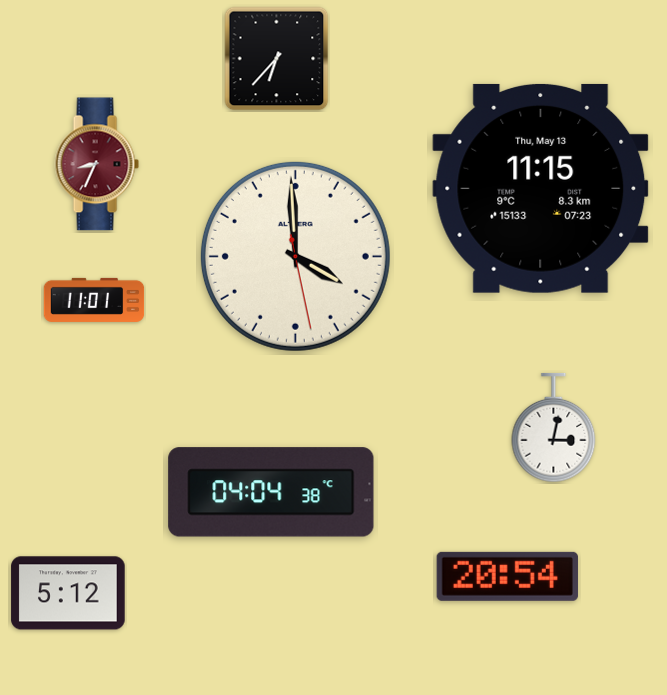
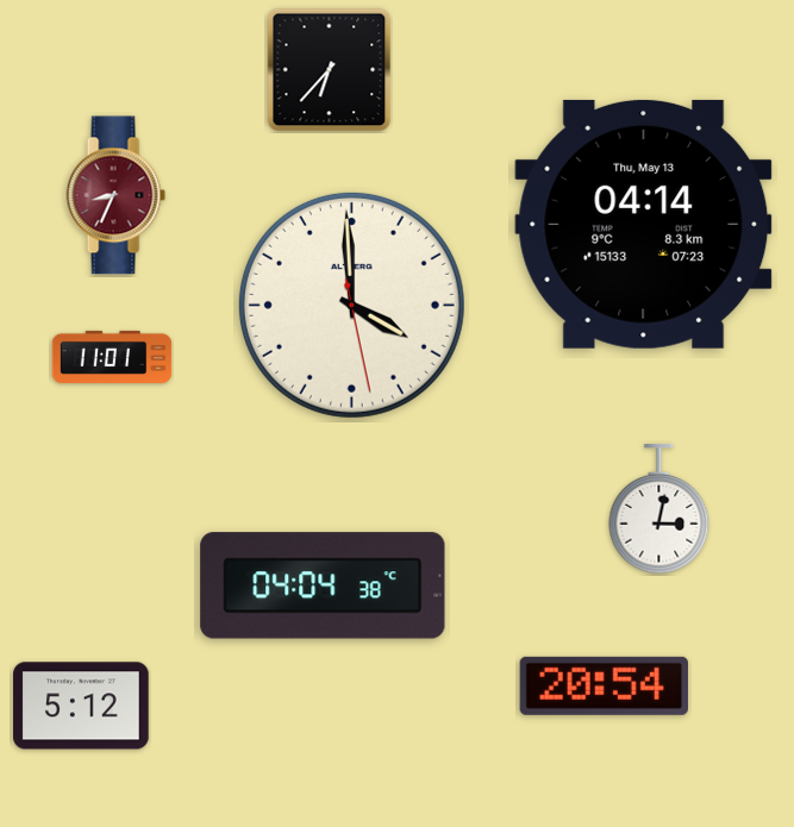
clock at (541, 188): 11:15 -> 04:14
